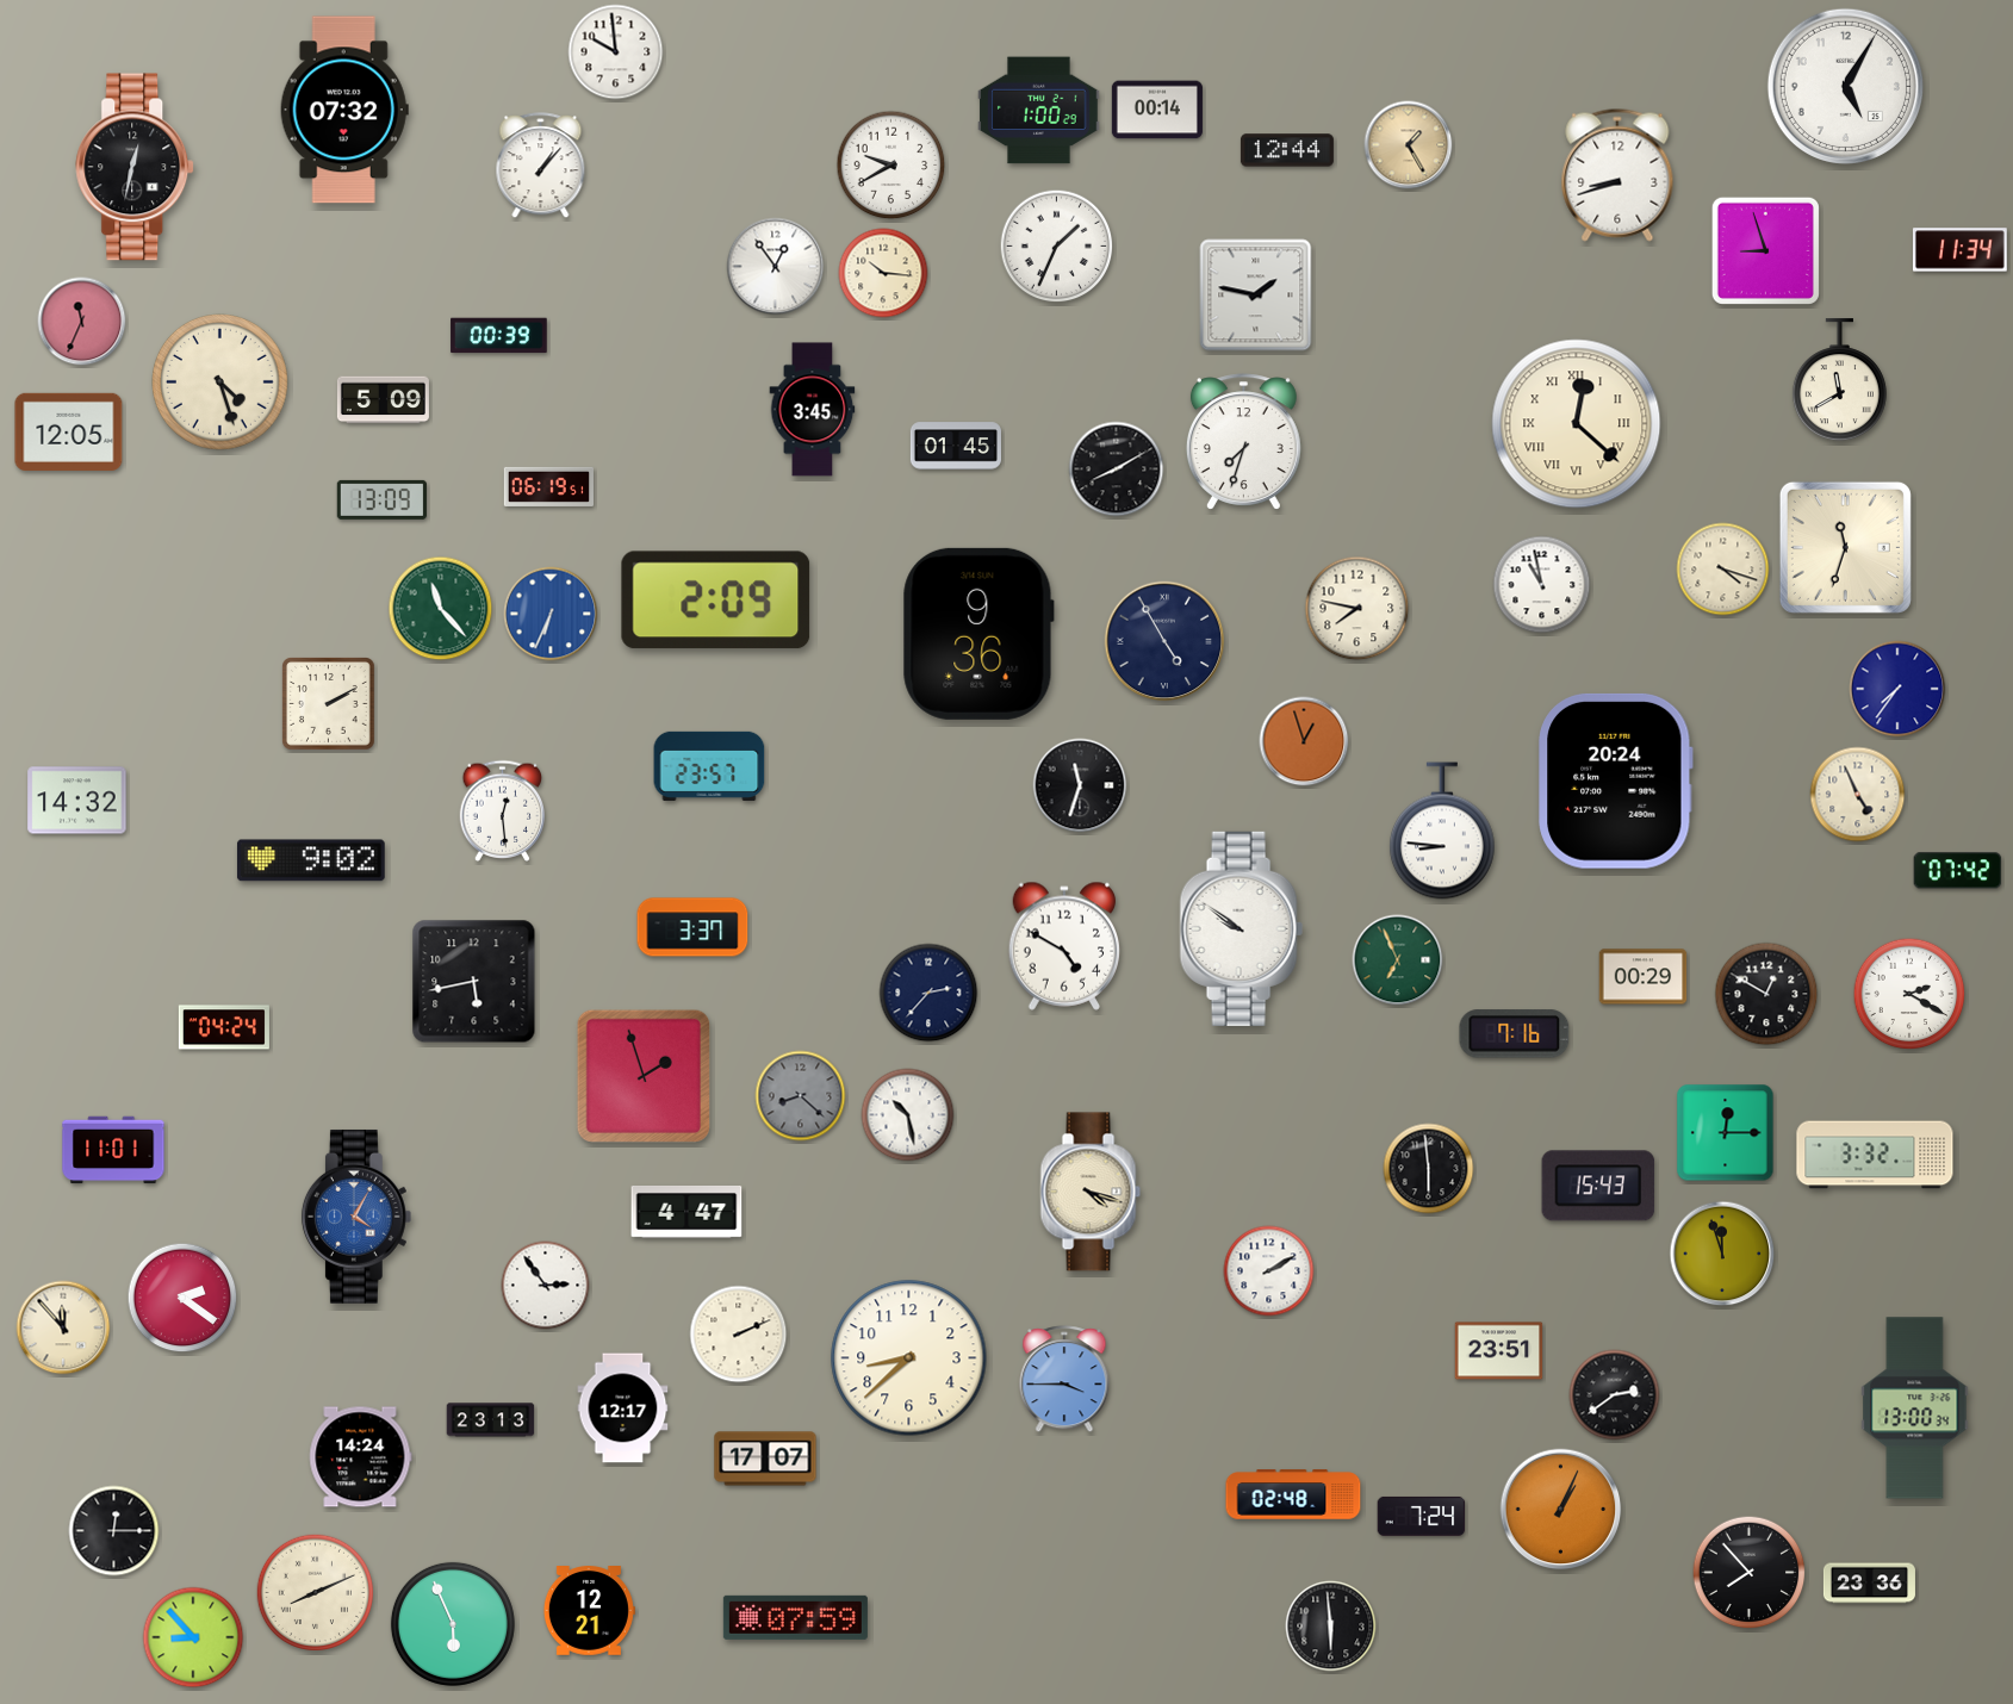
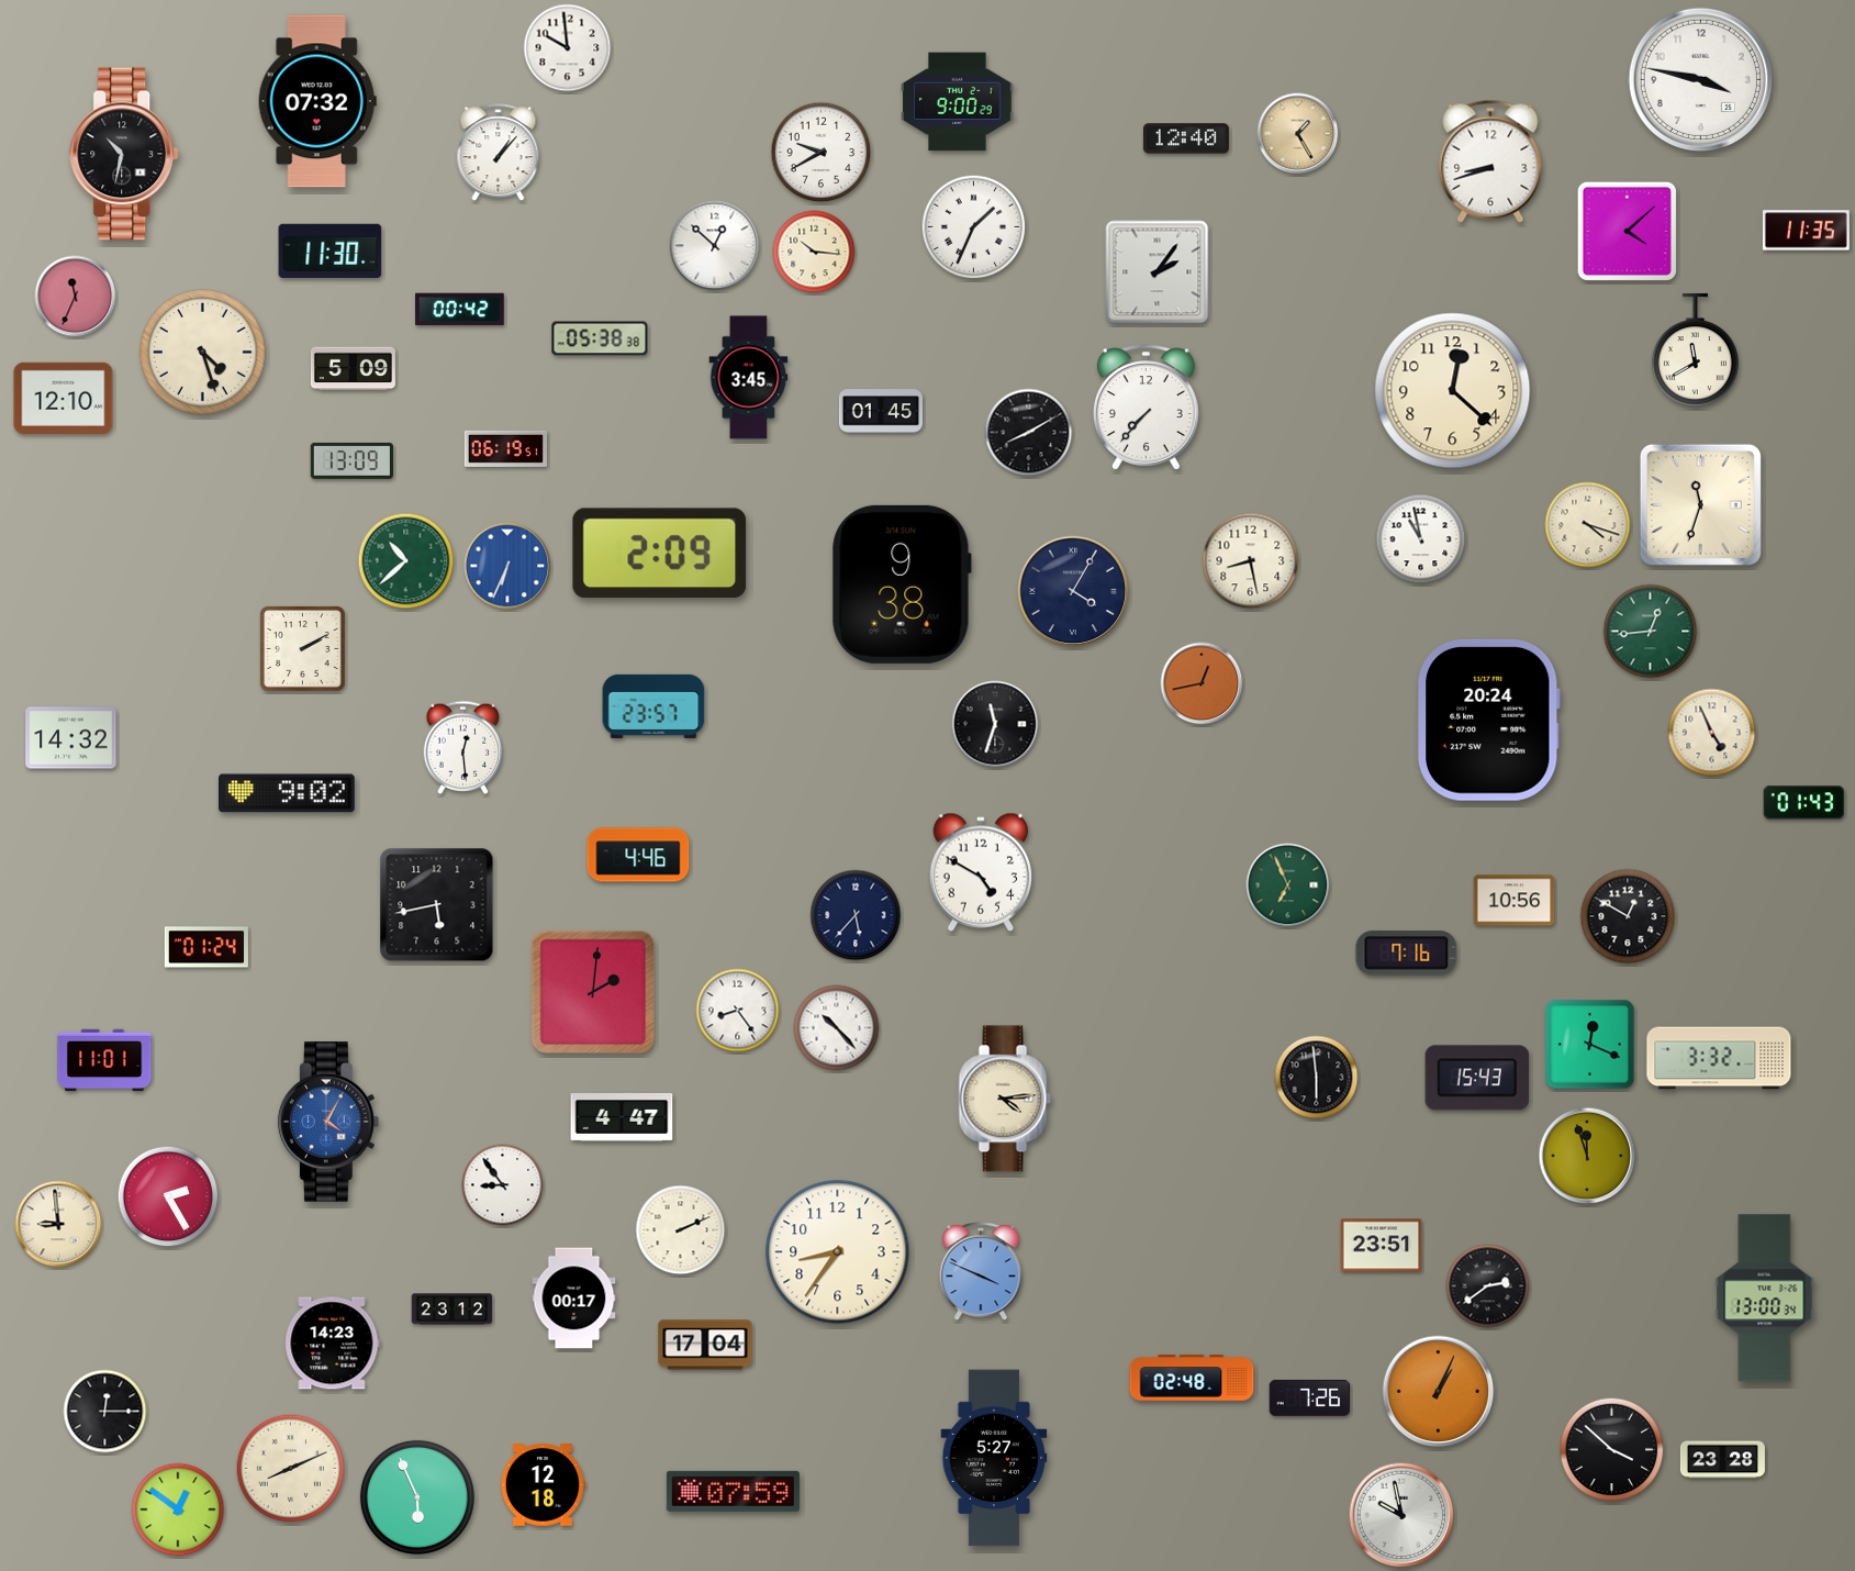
clock at (1845, 86): 5:05 -> 3:47
clock at (1157, 110): 00:14 -> none
clock at (1039, 111): 1:00 -> 9:00
clock at (1287, 150): 12:44 -> 12:40
clock at (136, 167): 12:32 -> 10:32
clock at (1765, 250): 8:57 -> 4:08
clock at (1959, 250): 11:34 -> 11:35
clock at (776, 267): 12:54 -> 12:52
clock at (331, 250): none -> 11:30
clock at (1256, 296): 1:47 -> 2:06
clock at (499, 336): 00:39 -> 00:42
clock at (600, 338): none -> 05:38
clock at (1577, 424) numerals: Roman -> Arabic
clock at (69, 431): 12:05 -> 12:10
clock at (1243, 442): 7:33 -> 7:37
clock at (441, 609): 11:23 -> 10:38
clock at (1357, 609): 7:47 -> 8:28
clock at (978, 634): 9:36 -> 9:38
clock at (1164, 641): 4:55 -> 4:05
clock at (1651, 632): none -> 12:44
clock at (1897, 689): 7:36 -> none
clock at (1304, 741): 12:57 -> 12:43
clock at (1442, 831): 8:46 -> none
clock at (1958, 871): 07:42 -> 01:43
clock at (692, 927): 3:37 -> 4:46
clock at (1241, 928): 9:51 -> none
clock at (1644, 977): 00:29 -> 10:56
clock at (928, 993): 2:37 -> 5:37
clock at (1909, 994): 2:20 -> none
clock at (224, 1027): 04:24 -> 01:24
clock at (1515, 1034) position: (1515, 1034) -> (1407, 954)
clock at (642, 1075): 1:57 -> 2:01
clock at (801, 1096): 8:22 -> 8:24
clock at (801, 1096) dial: grey -> white
clock at (908, 1115): 10:28 -> 10:23
clock at (1726, 1133): 12:15 -> 12:19
clock at (1875, 1155) position: (1875, 1155) -> (1719, 1058)
clock at (1598, 1186) position: (1598, 1186) -> (1477, 1078)
clock at (1091, 1192): 4:18 -> 4:14
clock at (686, 1212) position: (686, 1212) -> (622, 1117)
clock at (1269, 1271): 2:10 -> none
clock at (546, 1286): 2:54 -> 8:54
clock at (182, 1298): 2:21 -> 2:25
clock at (63, 1327): 11:53 -> 8:59
clock at (909, 1358): 8:38 -> 8:36
clock at (1064, 1380): 3:45 -> 3:49
clock at (623, 1408): 12:17 -> 00:17
clock at (491, 1420): 23:13 -> 23:12
clock at (361, 1457): 14:24 -> 14:23
clock at (765, 1459): 17:07 -> 17:04
clock at (1422, 1516): 7:24 -> 7:26
clock at (1750, 1573): 7:53 -> 3:52
clock at (994, 1458): none -> 5:27
clock at (1869, 1584): 23:36 -> 23:28
clock at (589, 1611): 12:21 -> 12:18
clock at (1331, 1627): 5:59 -> none
clock at (193, 1637): 8:53 -> 12:51
clock at (1401, 1515): none -> 9:58
